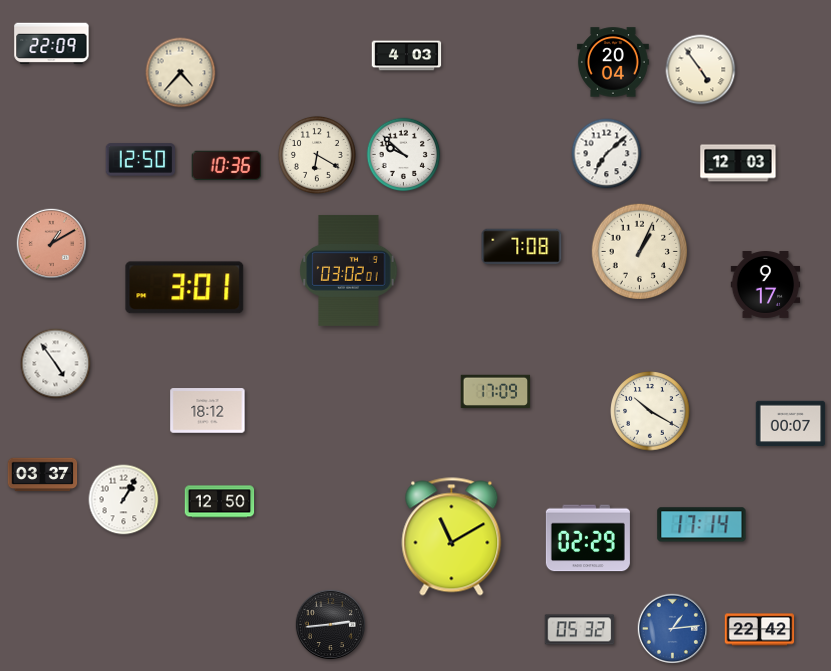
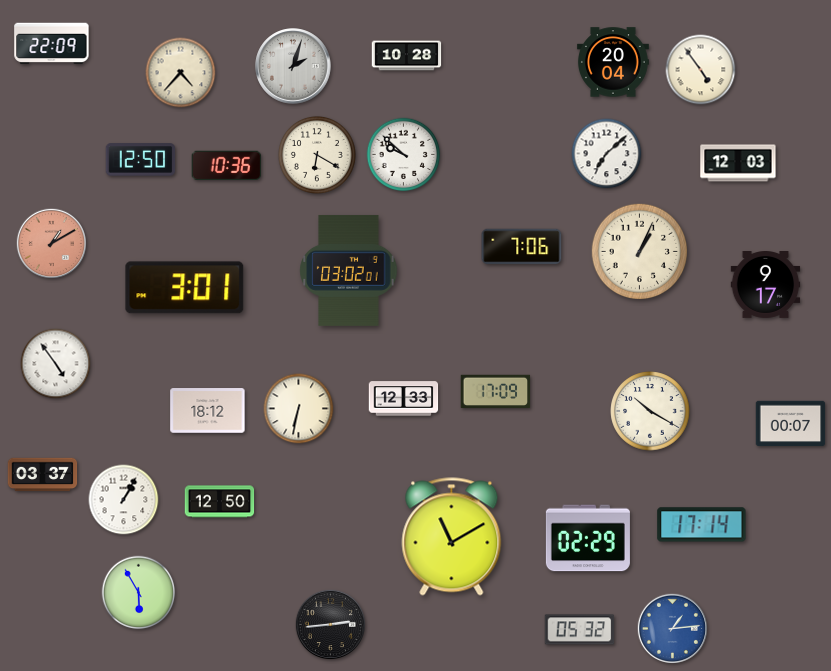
clock at (407, 56): 4:03 -> 10:28
clock at (293, 66): none -> 2:03
clock at (522, 247): 7:08 -> 7:06
clock at (404, 399): none -> 12:33
clock at (299, 409): none -> 6:32
clock at (139, 593): none -> 5:55
clock at (760, 630): 22:42 -> none
